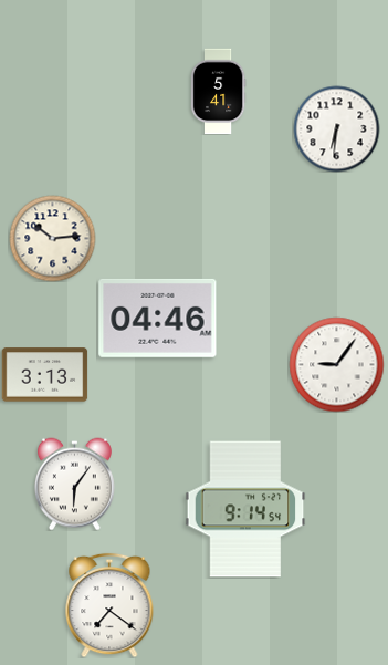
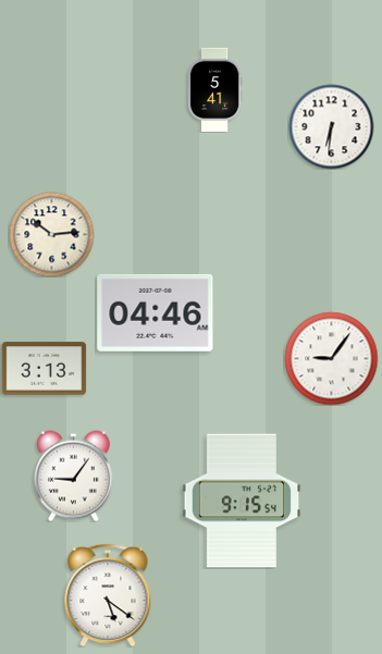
clock at (74, 484): 6:06 -> 9:06
clock at (245, 509): 9:14 -> 9:15
clock at (109, 605): 7:21 -> 5:21
